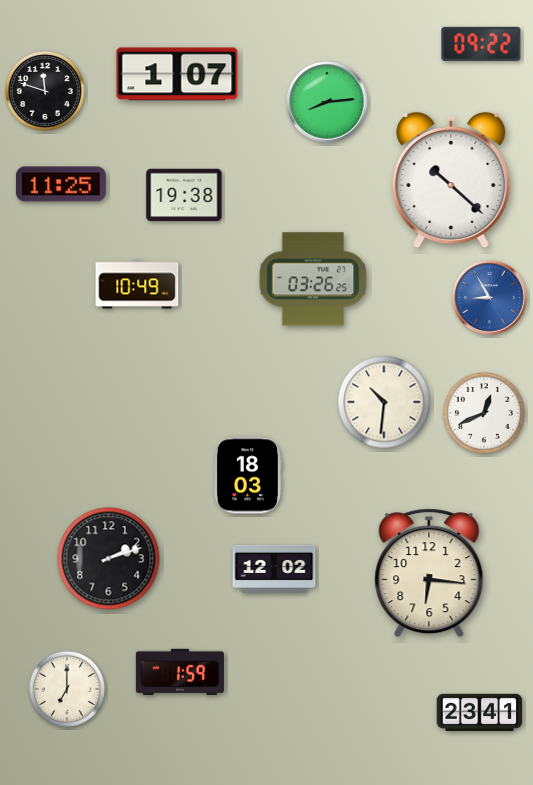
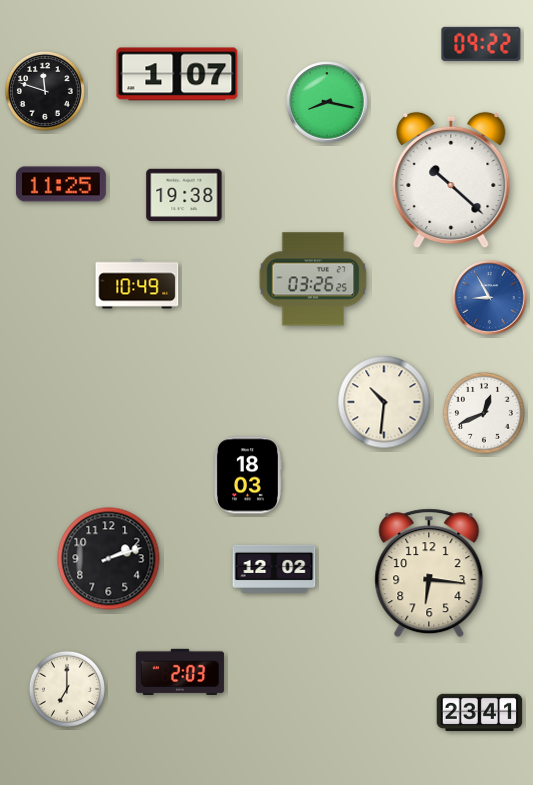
clock at (327, 102): 8:14 -> 8:17
clock at (180, 672): 1:59 -> 2:03
